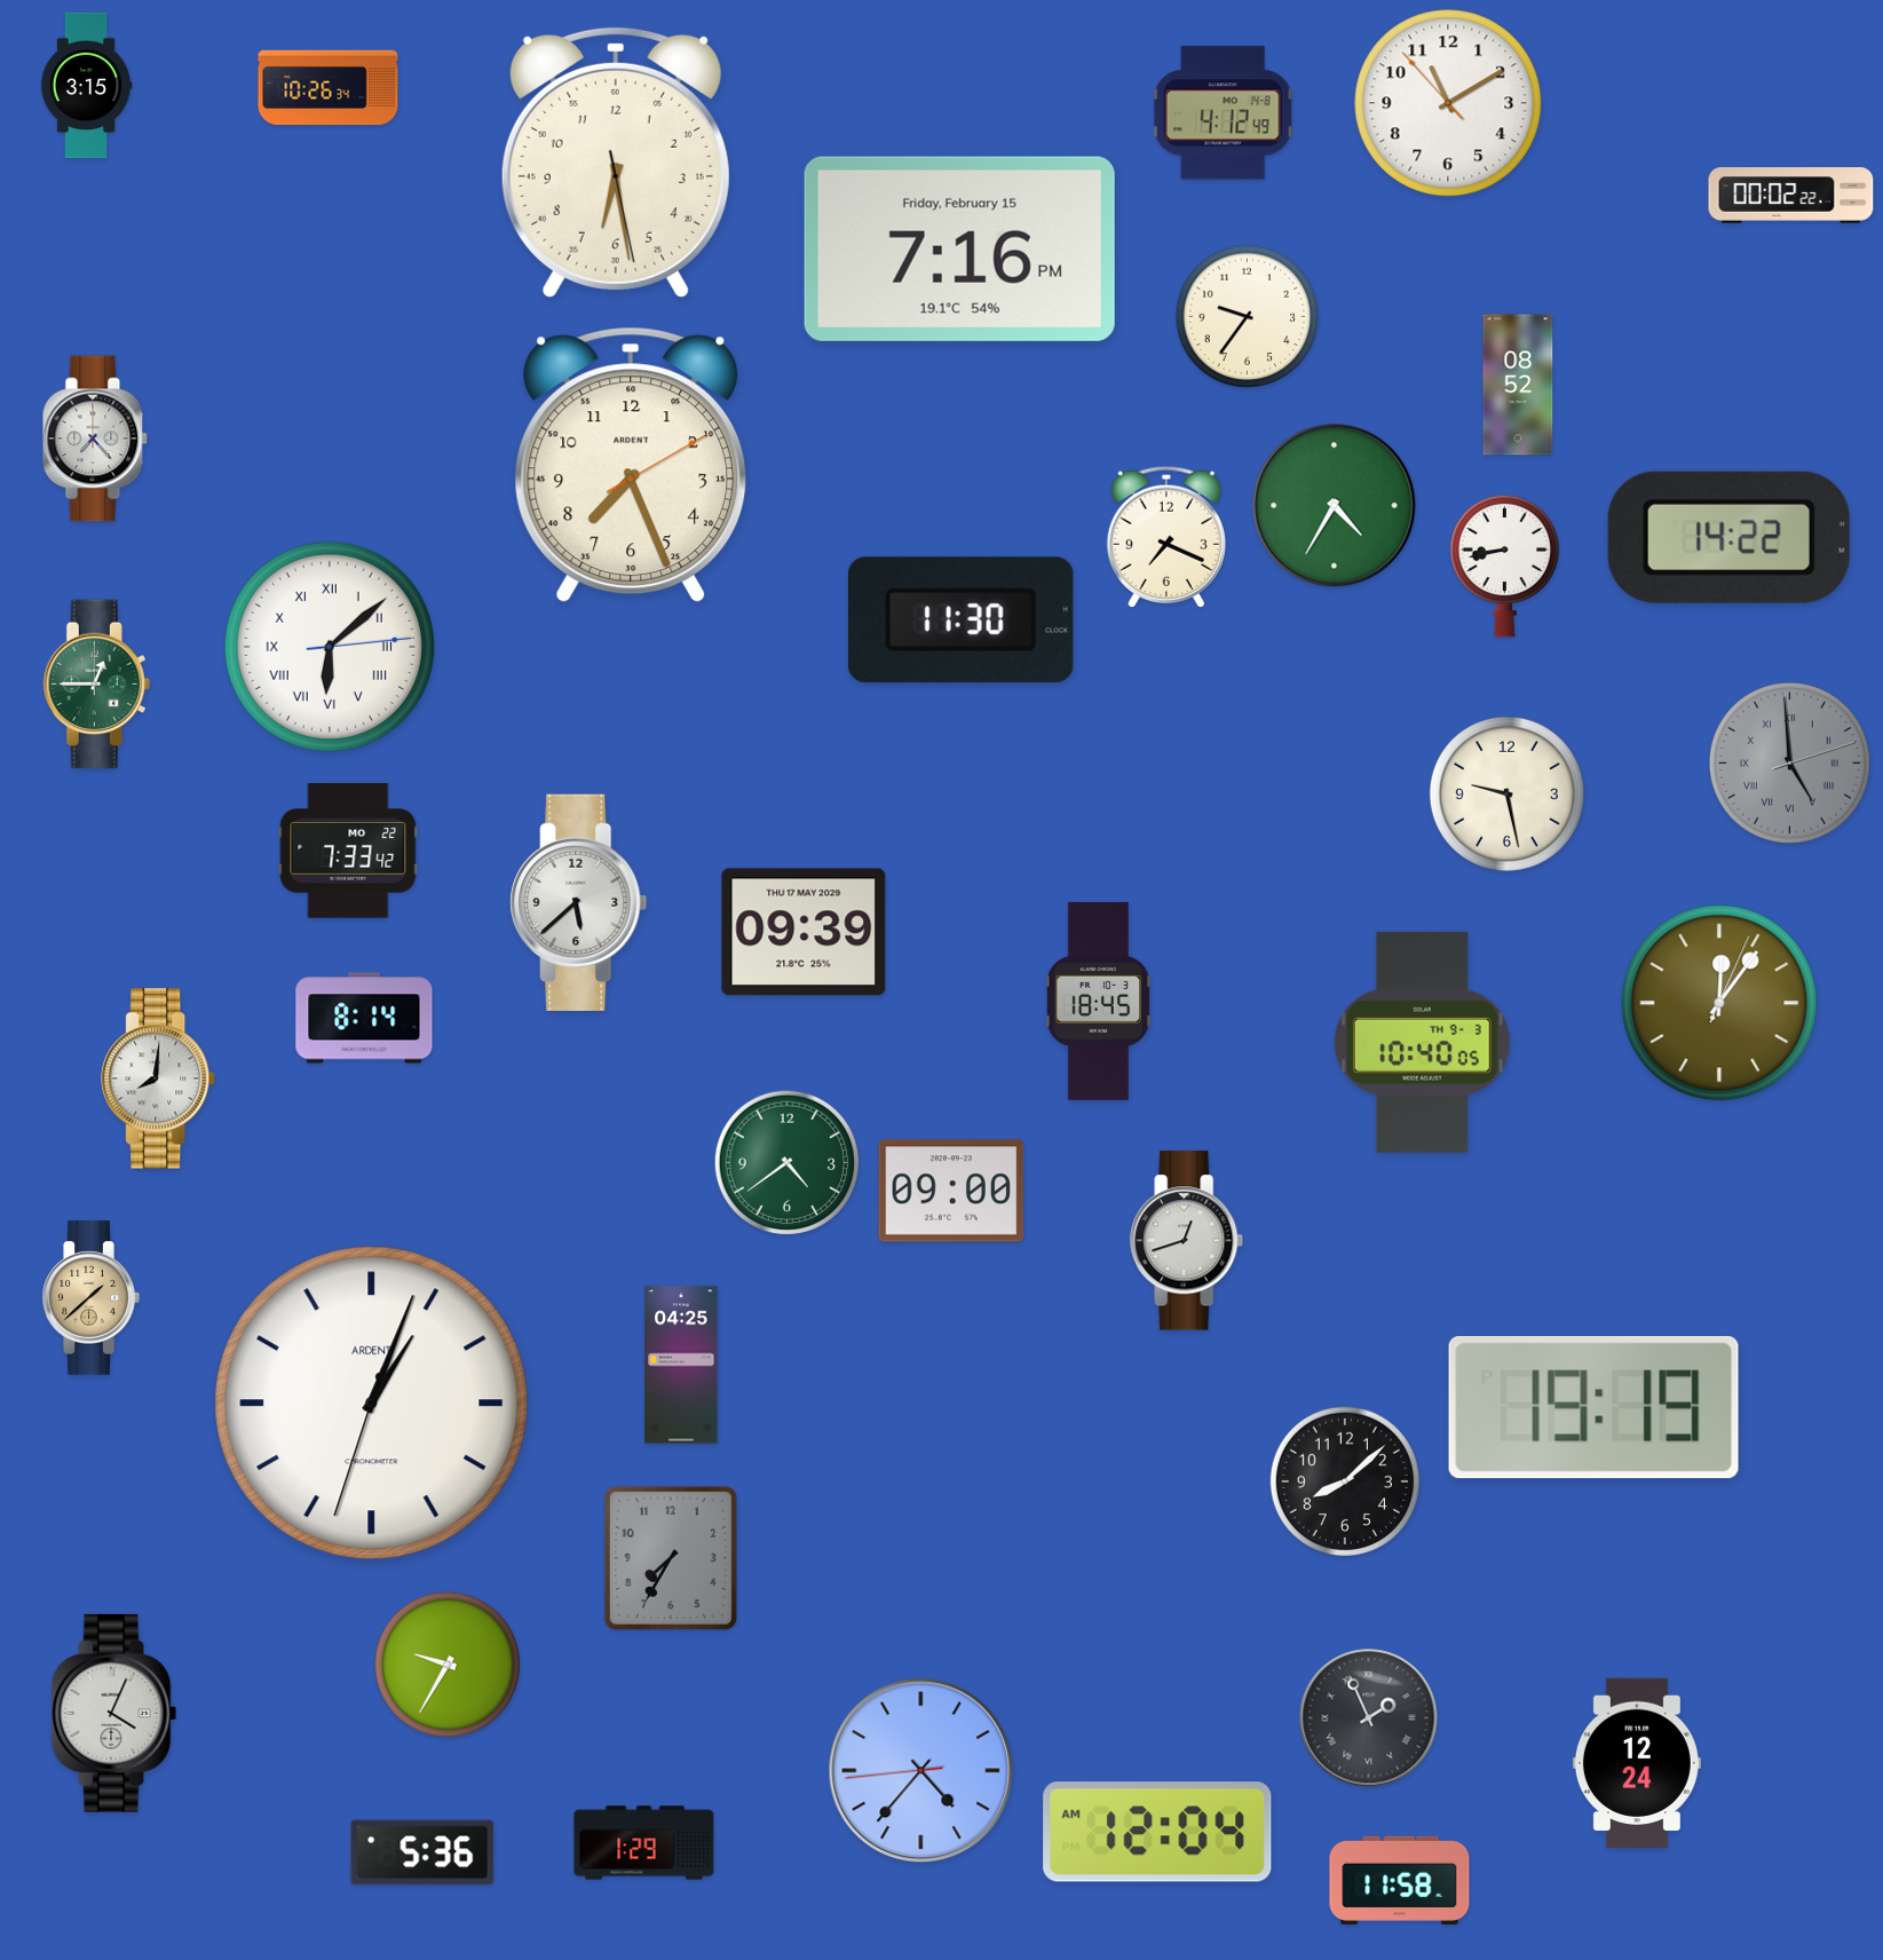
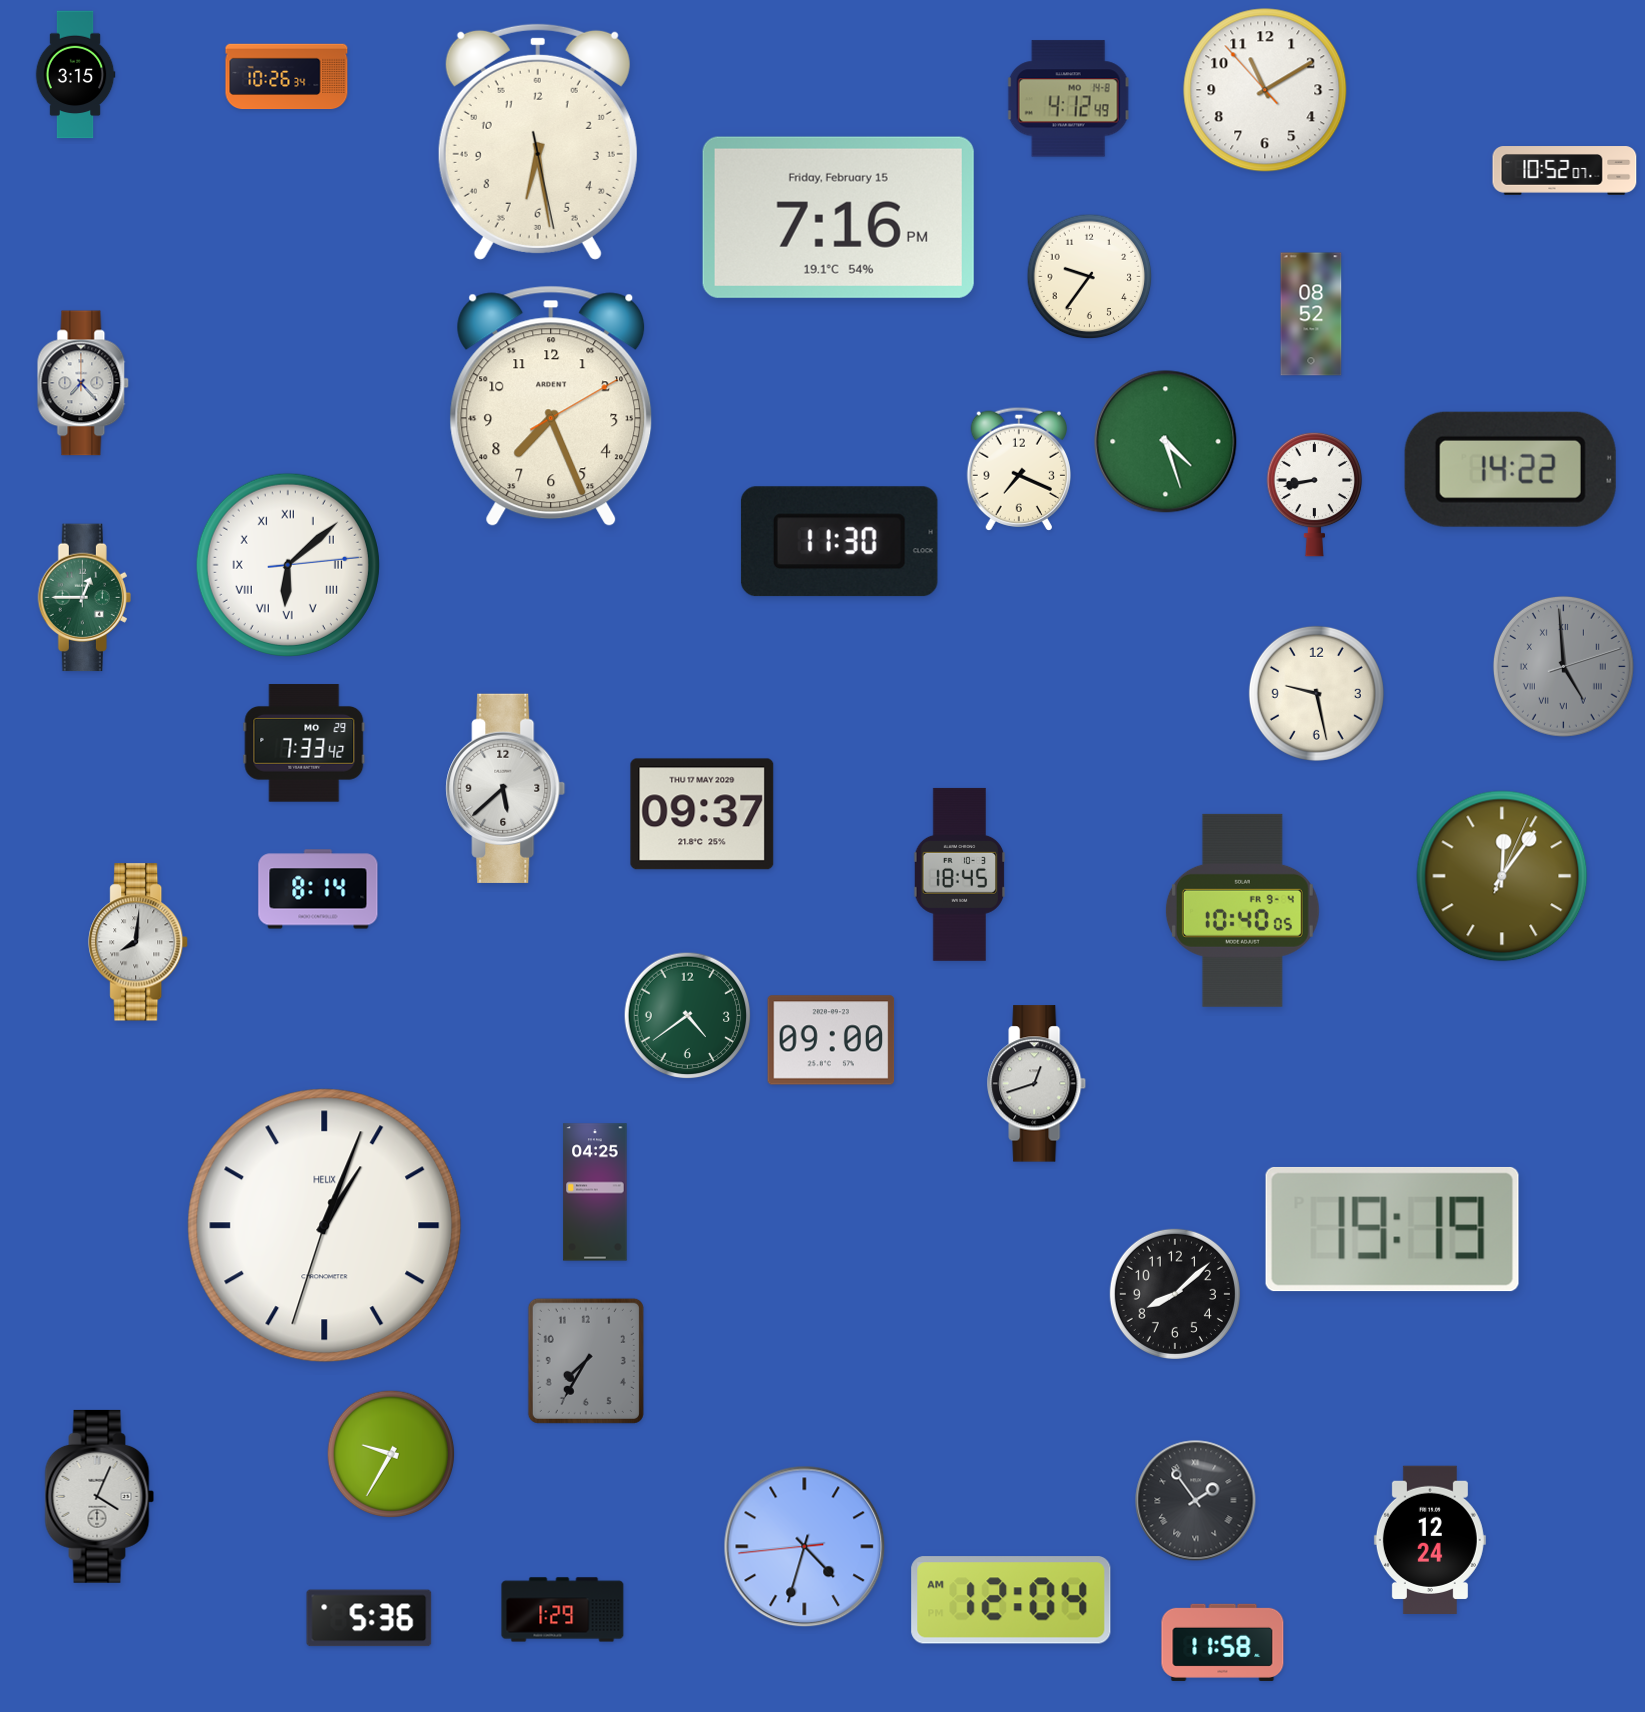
clock at (1791, 196): 00:02 -> 10:52
clock at (1518, 385) position: (1518, 385) -> (1311, 314)
clock at (1335, 506): 4:35 -> 4:27
clock at (348, 851) date: MO 22 -> MO 29
clock at (804, 932): 09:39 -> 09:37
clock at (1422, 1042) date: TH 9-3 -> FR 9-4
clock at (90, 1298): 1:38 -> none
clock at (372, 1404) brand: ARDENT -> HELIX
clock at (1369, 1718): 1:56 -> 1:54
clock at (921, 1771): 4:36 -> 4:32
